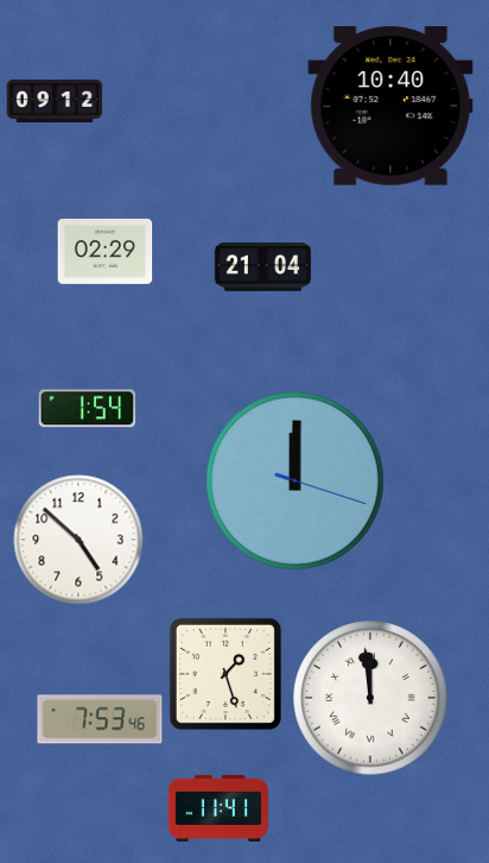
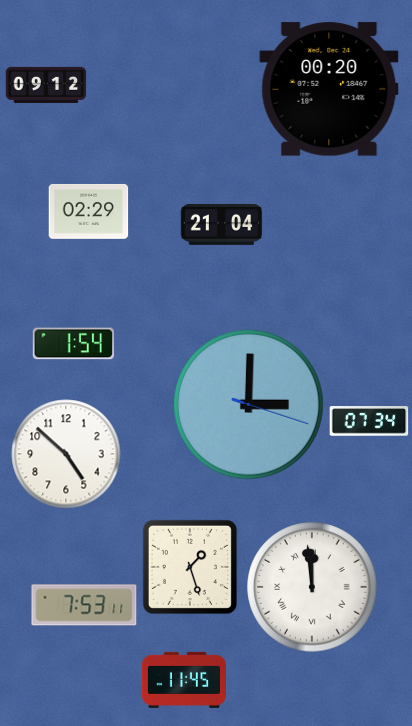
clock at (390, 106): 10:40 -> 00:20
clock at (296, 481): 12:00 -> 3:00
clock at (369, 421): none -> 07:34
clock at (100, 719): 7:53:46 -> 7:53:11
clock at (218, 808): 11:41 -> 11:45
